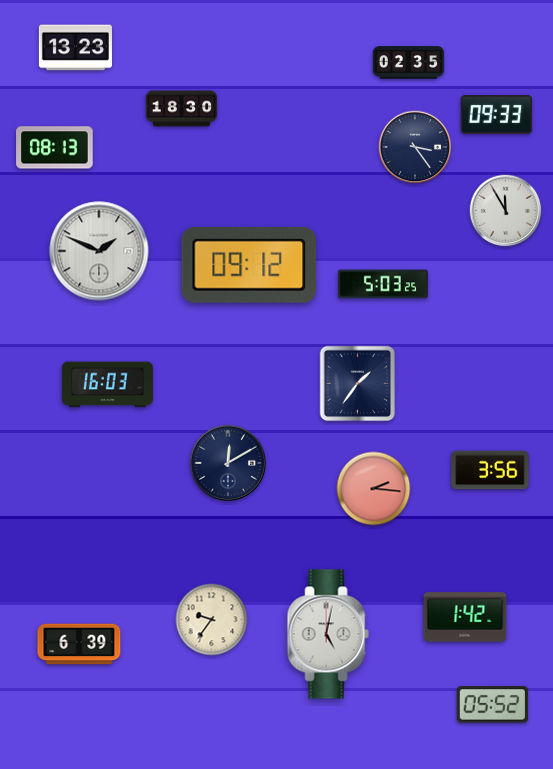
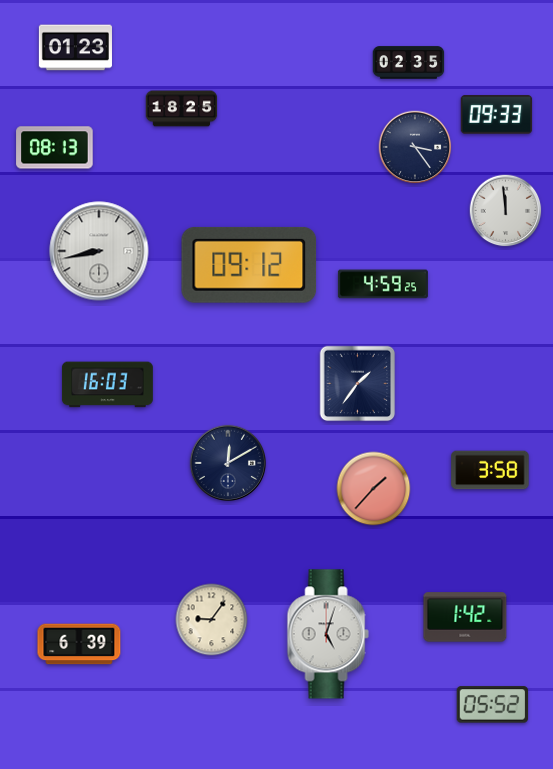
clock at (75, 48): 13:23 -> 01:23
clock at (182, 109): 18:30 -> 18:25
clock at (506, 211): 11:55 -> 11:59
clock at (99, 251): 1:49 -> 8:43
clock at (383, 284): 5:03 -> 4:59
clock at (490, 470): 3:56 -> 3:58
clock at (374, 489): 2:16 -> 1:37
clock at (212, 620): 9:36 -> 9:06
clock at (328, 634): 5:02 -> 5:03
